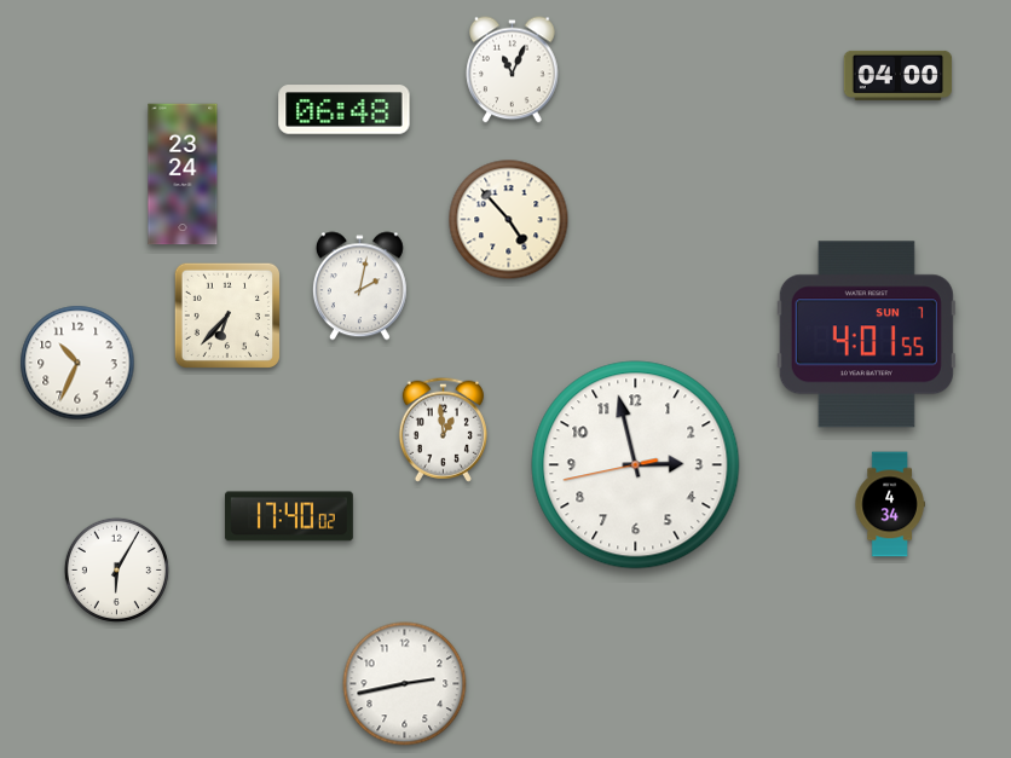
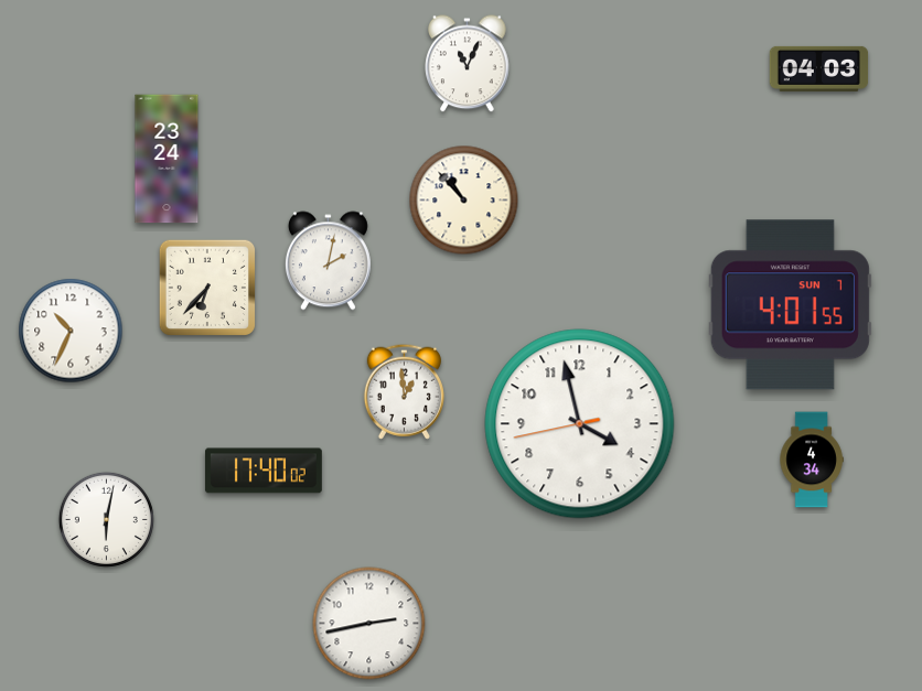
clock at (899, 75): 04:00 -> 04:03
clock at (345, 110): 06:48 -> none
clock at (509, 220): 4:53 -> 10:53
clock at (636, 465): 2:57 -> 3:57
clock at (116, 569): 6:05 -> 6:02
